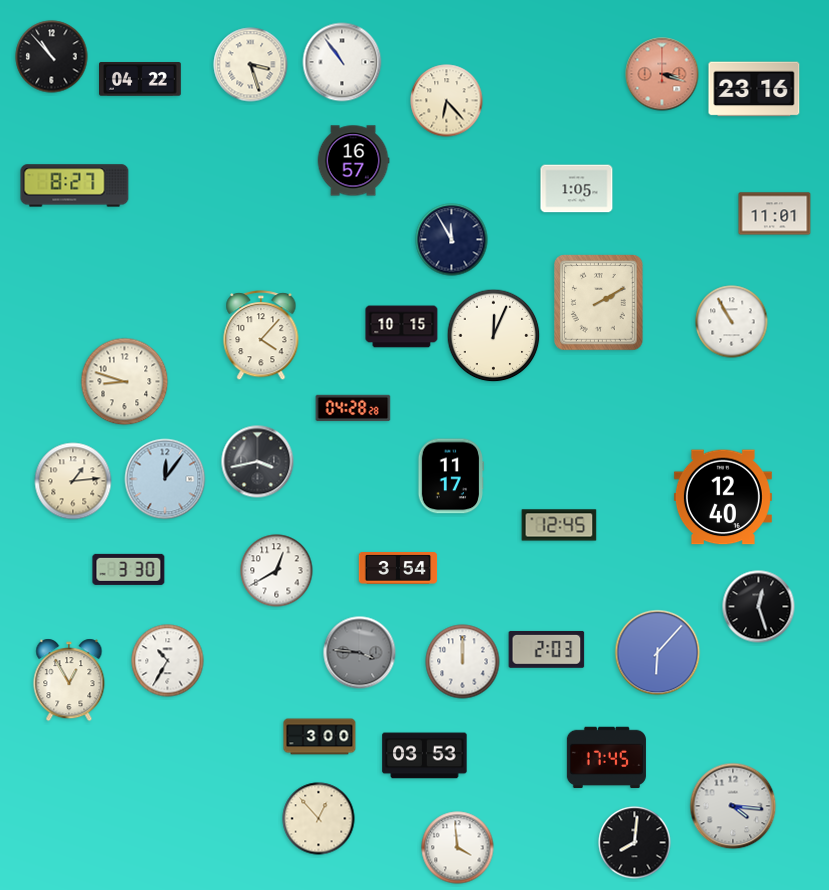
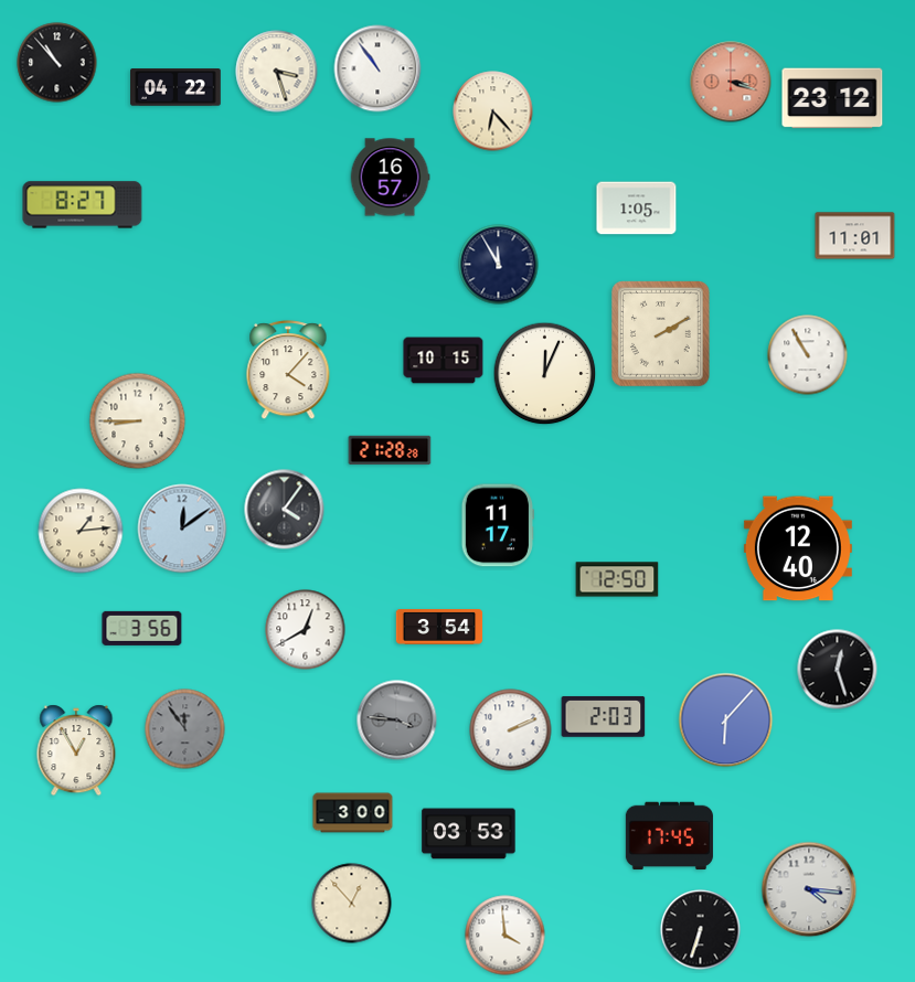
clock at (141, 80) position: (141, 80) -> (177, 88)
clock at (754, 89): 23:16 -> 23:12
clock at (494, 336) position: (494, 336) -> (545, 374)
clock at (125, 382): 8:48 -> 8:45
clock at (353, 408): 04:28 -> 21:28
clock at (258, 462): 3:43 -> 4:06
clock at (165, 479): 12:06 -> 12:09
clock at (559, 525): 12:45 -> 12:50
clock at (129, 569): 3:30 -> 3:56
clock at (168, 661): 10:35 -> 11:54
clock at (168, 661) dial: white -> grey
clock at (463, 662): 12:00 -> 2:11
clock at (635, 843): 8:01 -> 6:33
